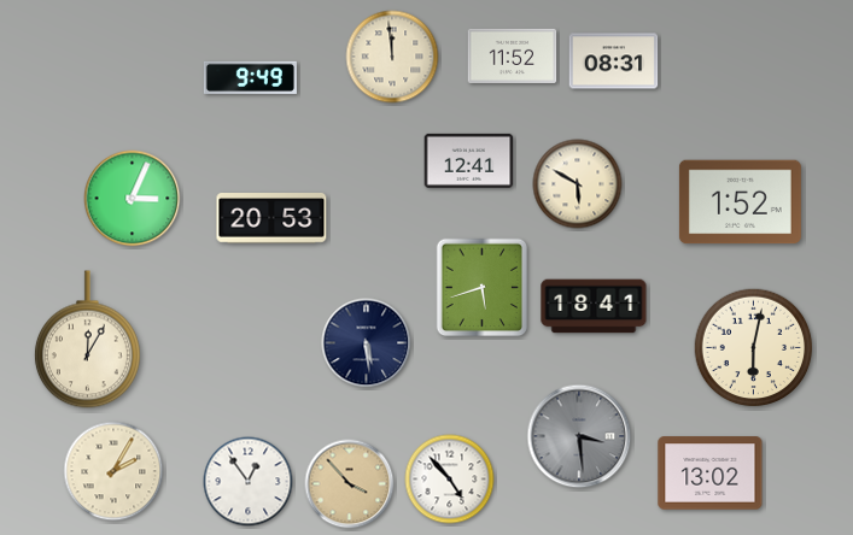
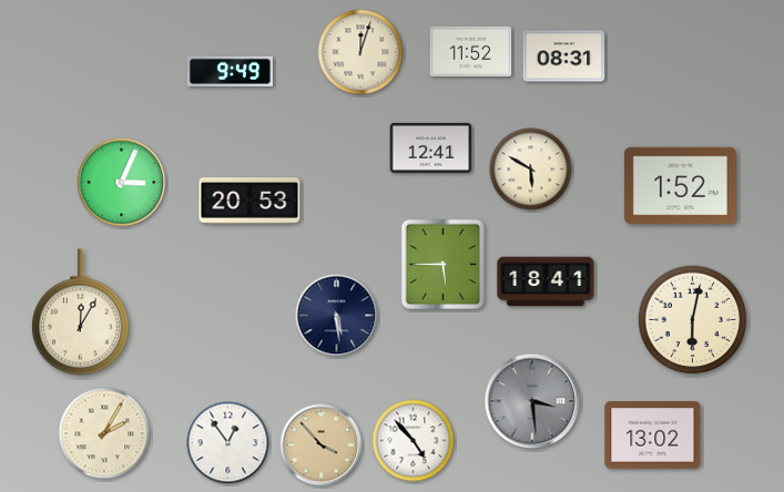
clock at (392, 57): 11:59 -> 12:03
clock at (483, 288): 5:42 -> 5:45
